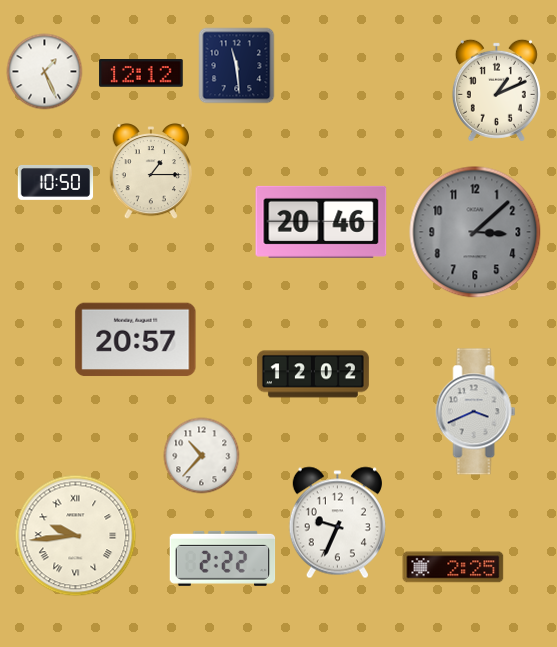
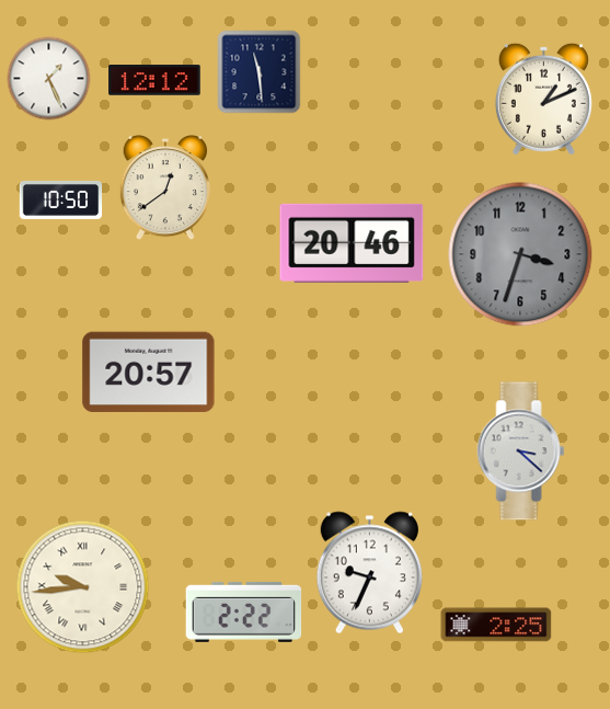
clock at (150, 171): 1:15 -> 12:39
clock at (475, 232): 3:08 -> 3:33
clock at (313, 374): 12:02 -> none
clock at (476, 412): 3:41 -> 3:22
clock at (202, 456): 10:37 -> none
clock at (453, 567) position: (453, 567) -> (496, 625)
